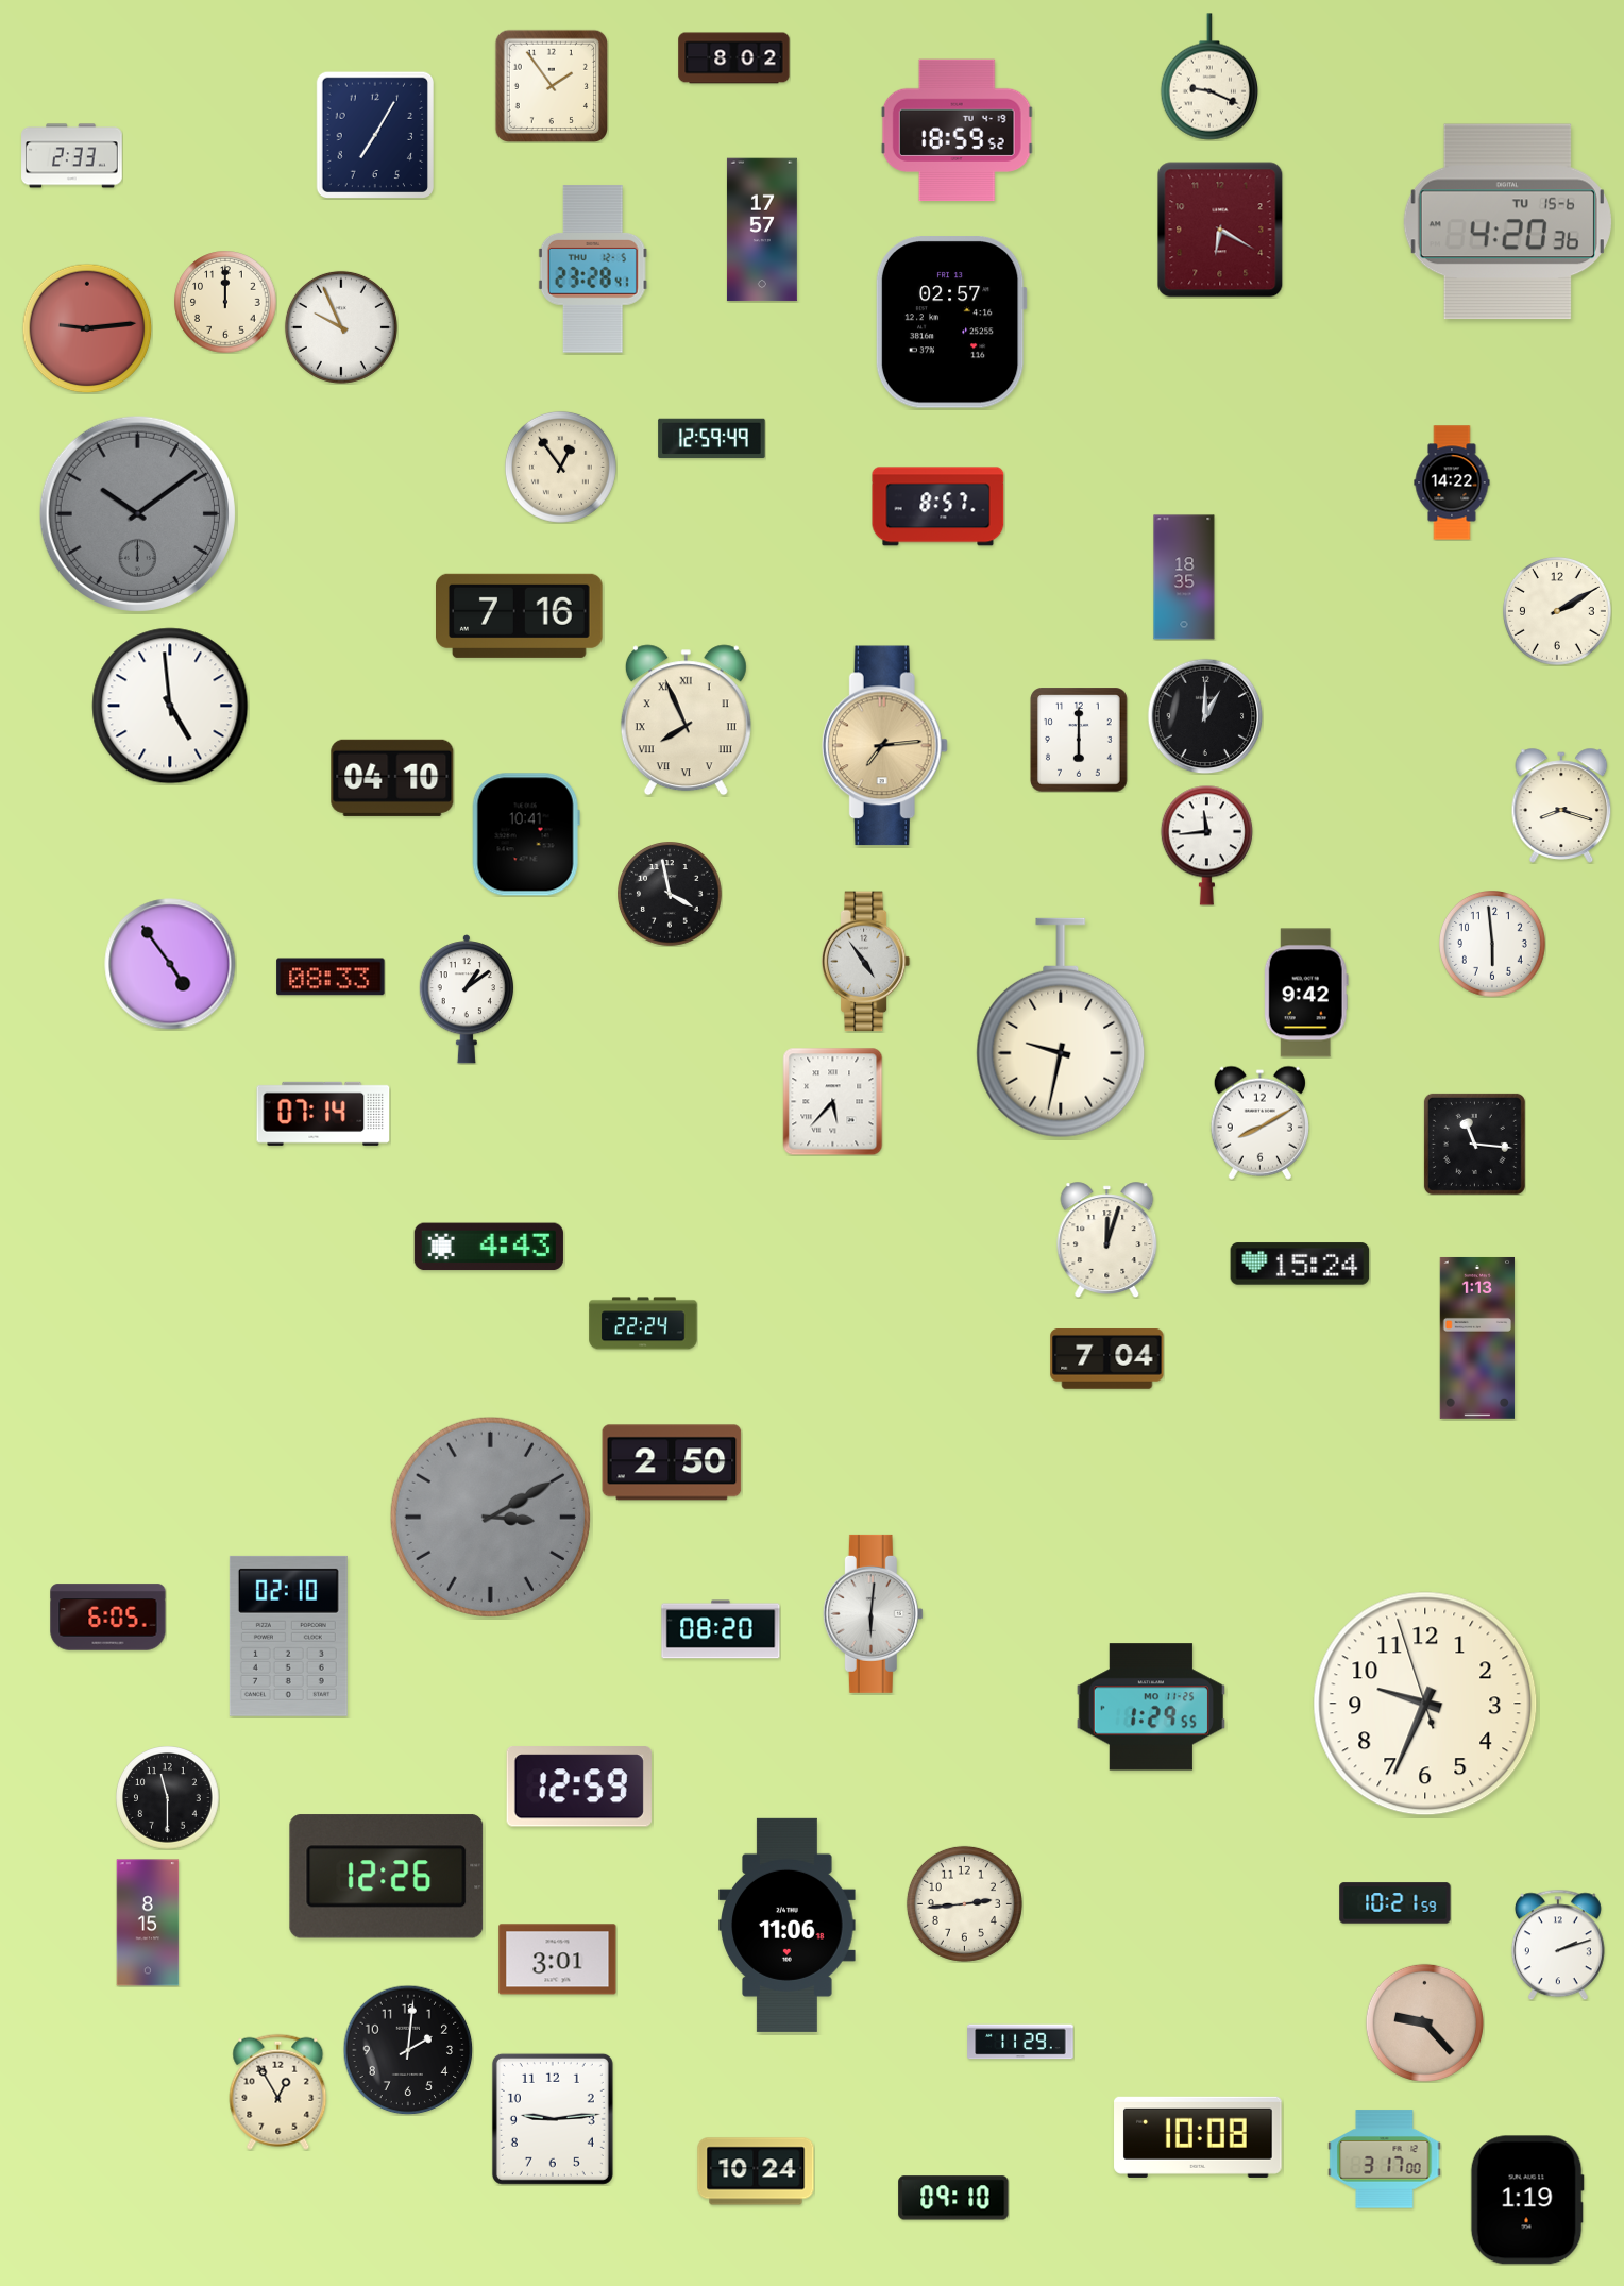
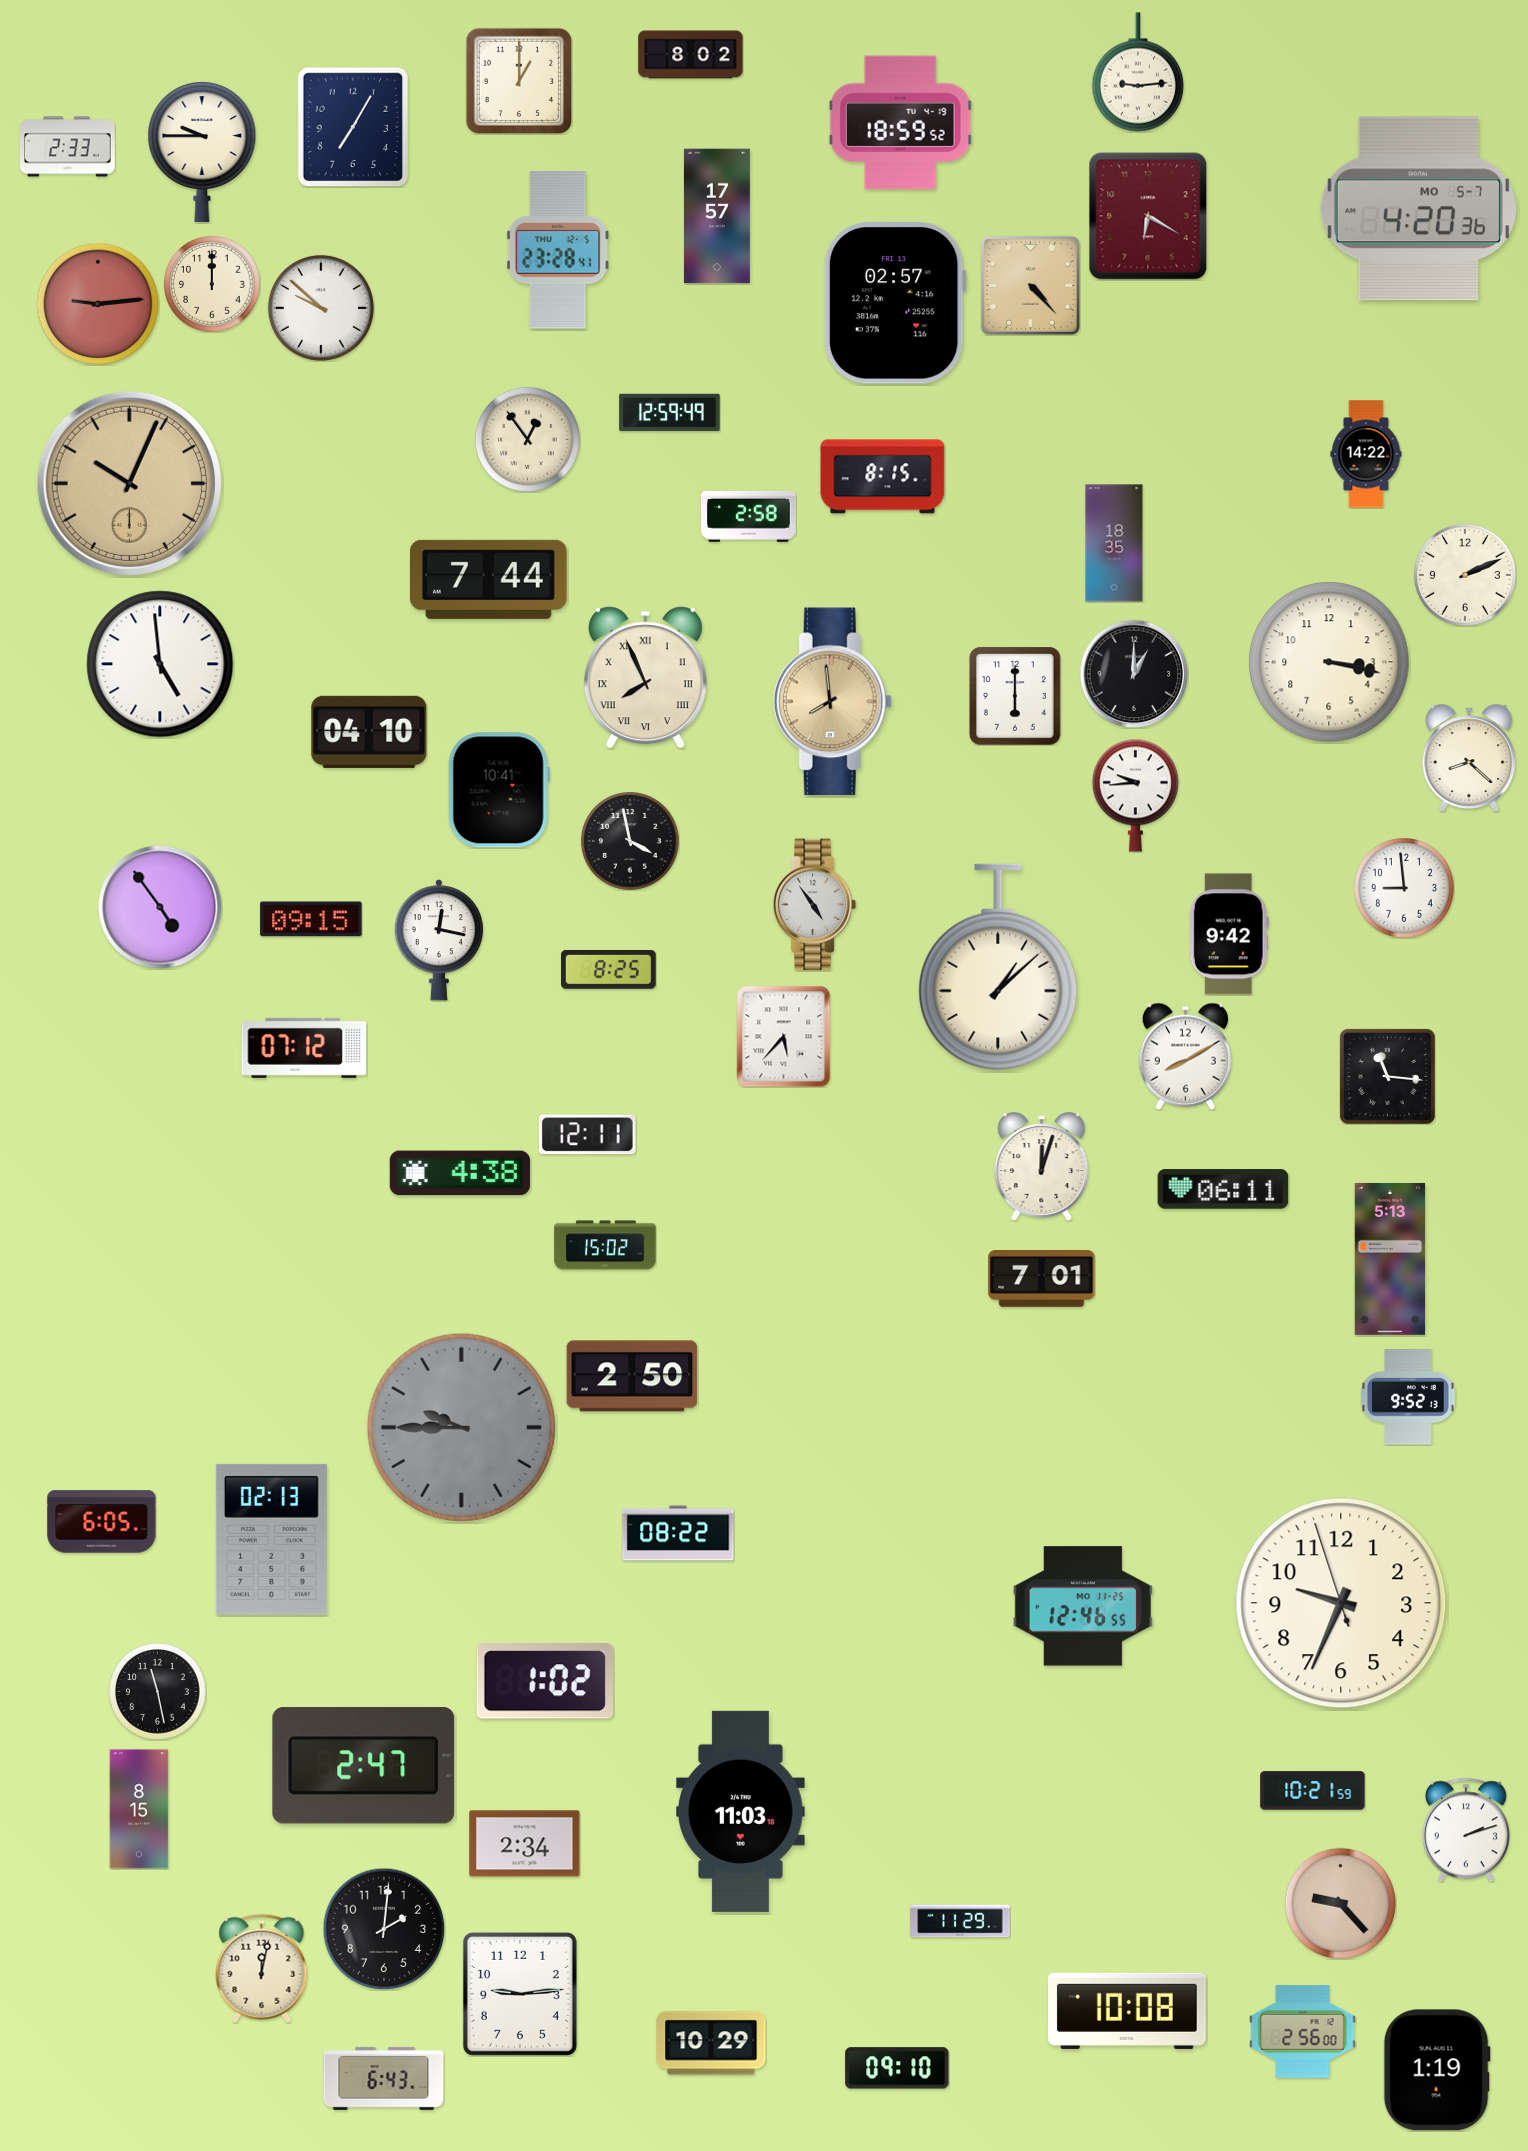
clock at (1208, 77): 9:19 -> 9:14
clock at (551, 85): 1:54 -> 1:00
clock at (202, 152): none -> 9:45
clock at (1507, 222) date: TU 15-6 -> MO 5-7
clock at (593, 269) position: (593, 269) -> (558, 250)
clock at (1030, 285): none -> 4:23
clock at (341, 327): 9:56 -> 9:52
clock at (87, 328) position: (87, 328) -> (98, 304)
clock at (938, 507): 8:57 -> 8:15
clock at (137, 513): 10:09 -> 10:04
clock at (137, 513) dial: grey -> champagne
clock at (749, 516): none -> 2:58
clock at (1557, 611): 2:10 -> 2:11
clock at (520, 615): 7:16 -> 7:44
clock at (1329, 662): none -> 3:17
clock at (884, 746): 7:14 -> 7:59
clock at (1561, 806): 8:18 -> 8:22
clock at (526, 834) position: (526, 834) -> (499, 790)
clock at (1206, 845): 11:44 -> 9:44
clock at (1493, 945): 5:59 -> 8:59
clock at (331, 977): 08:33 -> 09:15
clock at (466, 999): 1:09 -> 12:17
clock at (1061, 1028): 9:32 -> 1:08
clock at (609, 970): none -> 8:25
clock at (323, 1114): 07:14 -> 07:12
clock at (587, 1135): none -> 12:11
clock at (489, 1247): 4:43 -> 4:38
clock at (1300, 1264): 15:24 -> 06:11
clock at (643, 1323): 22:24 -> 15:02
clock at (1477, 1338): 1:13 -> 5:13
clock at (1107, 1359): 7:04 -> 7:01
clock at (1408, 1397): none -> 9:52
clock at (490, 1517): 3:10 -> 9:45
clock at (873, 1613): 6:01 -> none
clock at (721, 1629): 08:20 -> 08:22
clock at (288, 1636): 02:10 -> 02:13
clock at (1151, 1707): 1:29 -> 12:46
clock at (579, 1788): 12:59 -> 1:02
clock at (168, 1798): 11:30 -> 11:28
clock at (387, 1877): 12:26 -> 2:47
clock at (964, 1903): 2:44 -> none
clock at (788, 1925): 11:06 -> 11:03
clock at (558, 1960): 3:01 -> 2:34
clock at (278, 2092): 12:55 -> 12:02
clock at (1385, 2160): 3:17 -> 2:56
clock at (756, 2171): 10:24 -> 10:29
clock at (384, 2078): none -> 6:43
